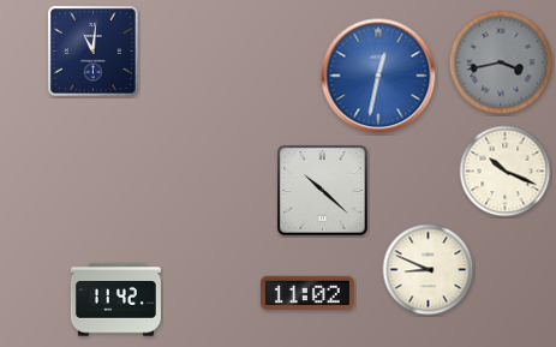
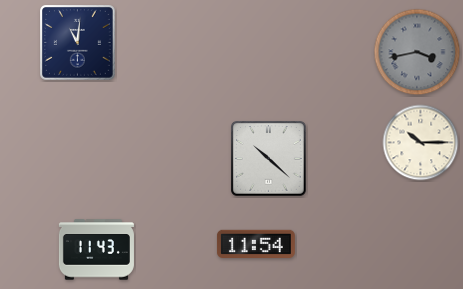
clock at (378, 76): 12:32 -> none
clock at (506, 172): 10:19 -> 10:15
clock at (429, 270): 8:49 -> none
clock at (307, 292): 11:02 -> 11:54
clock at (115, 300): 11:42 -> 11:43
